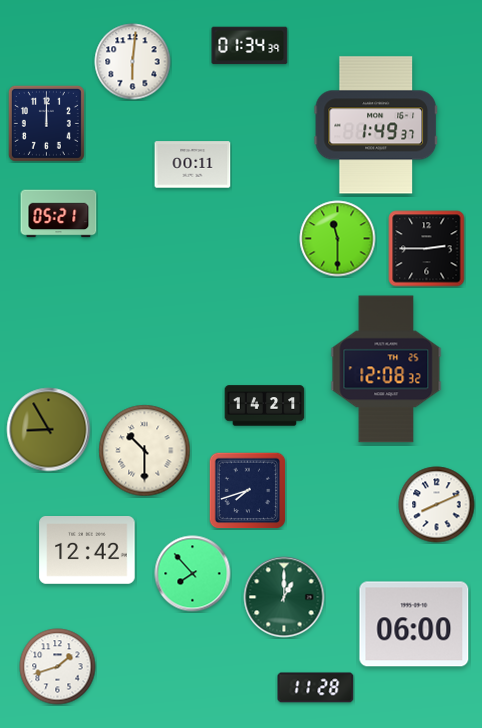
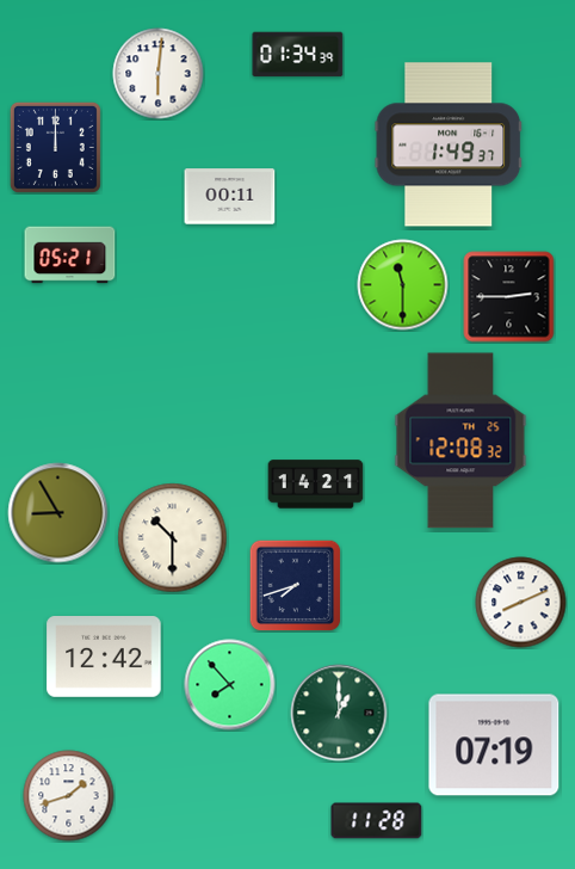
clock at (376, 125) position: (376, 125) -> (449, 144)
clock at (414, 624): 06:00 -> 07:19
